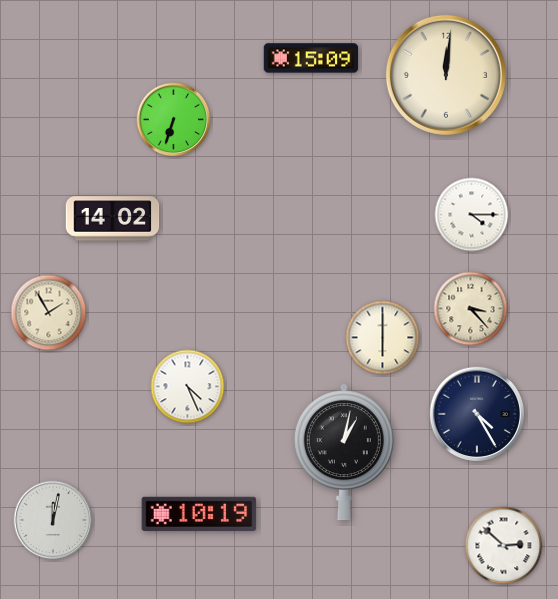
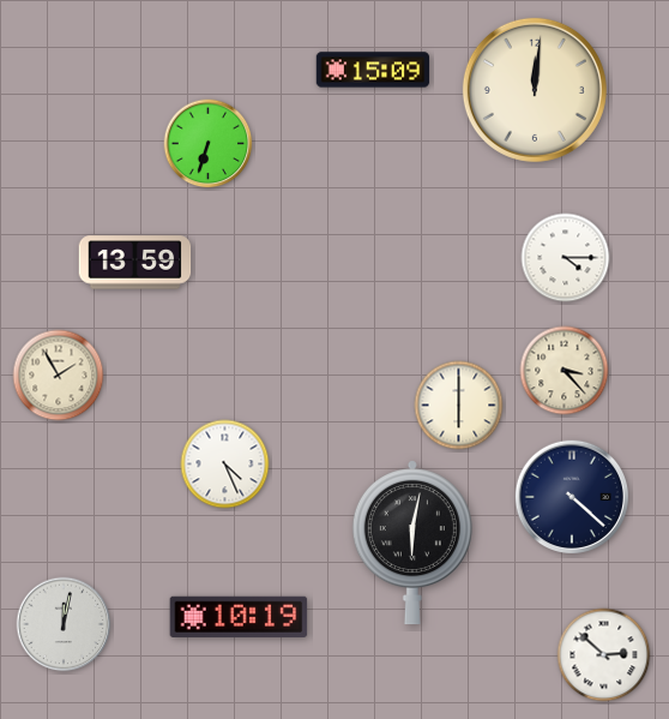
clock at (113, 219): 14:02 -> 13:59
clock at (477, 414): 4:25 -> 4:22
clock at (344, 452): 1:02 -> 6:02
